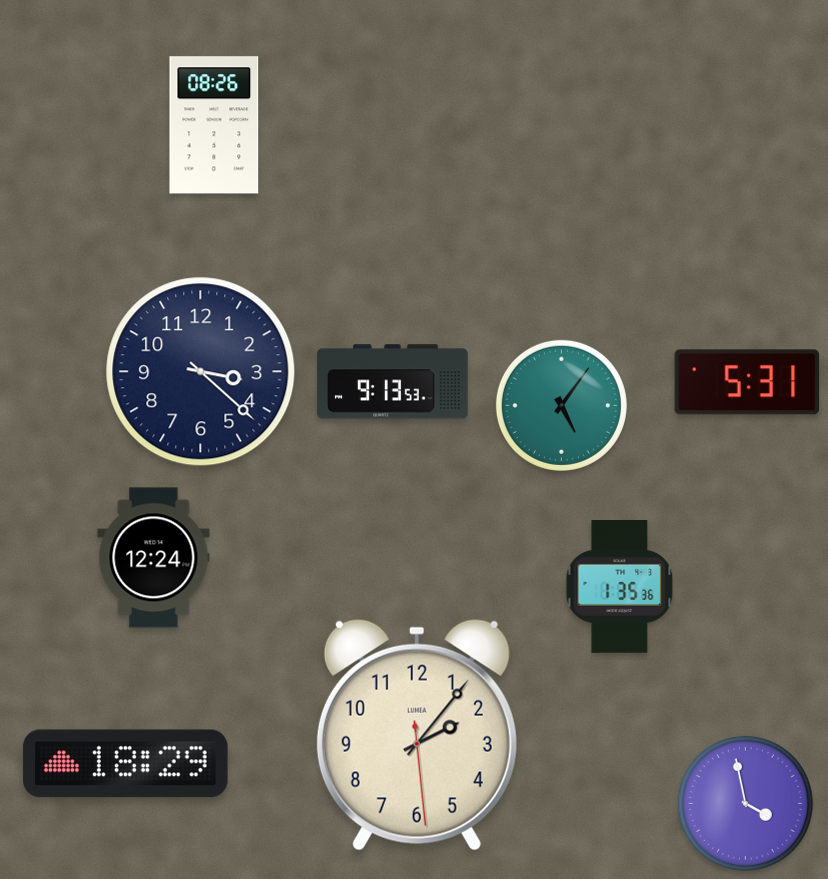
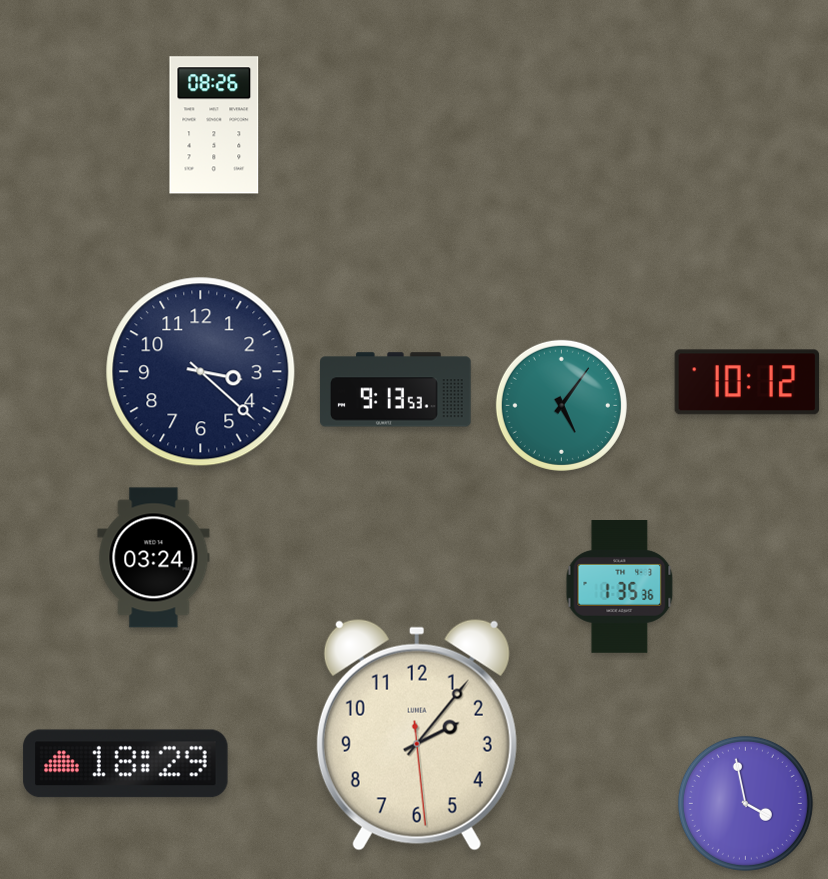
clock at (393, 382) position: (393, 382) -> (396, 390)
clock at (747, 382): 5:31 -> 10:12
clock at (154, 558): 12:24 -> 03:24
